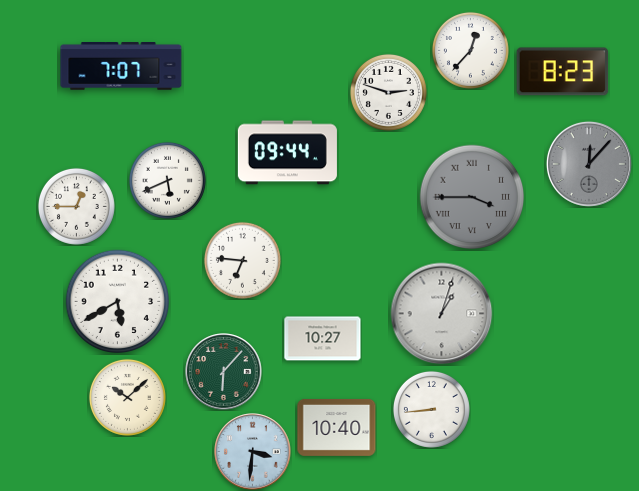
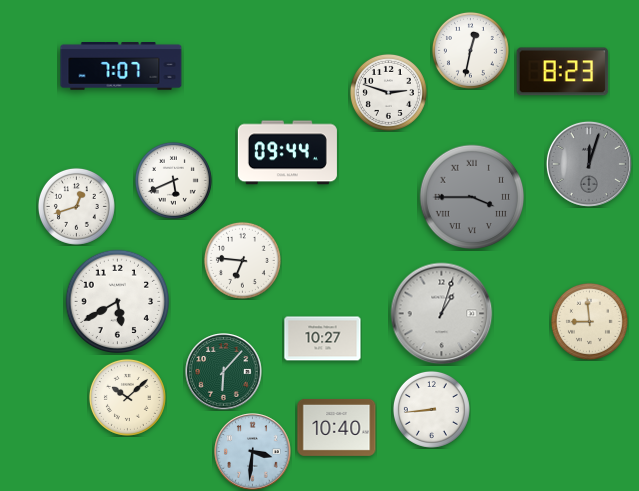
clock at (470, 50): 12:37 -> 12:32
clock at (589, 164): 12:07 -> 12:03
clock at (167, 180) position: (167, 180) -> (173, 180)
clock at (76, 206): 12:45 -> 12:42
clock at (589, 321): none -> 8:59
